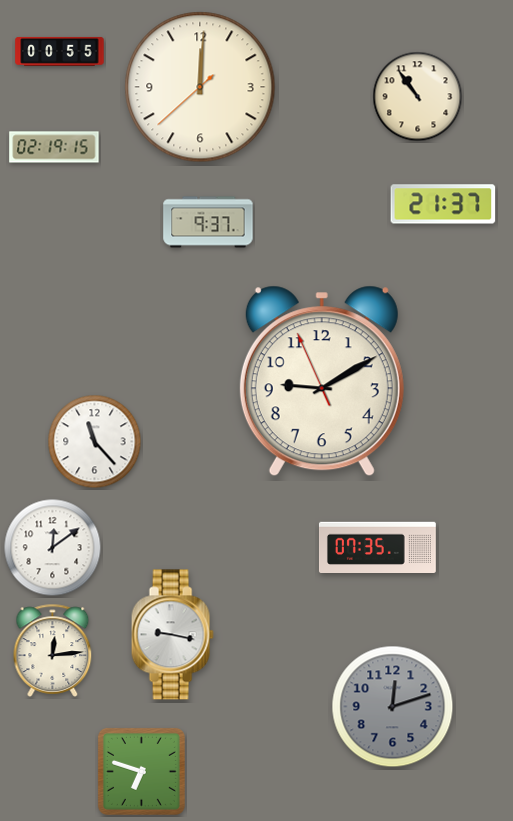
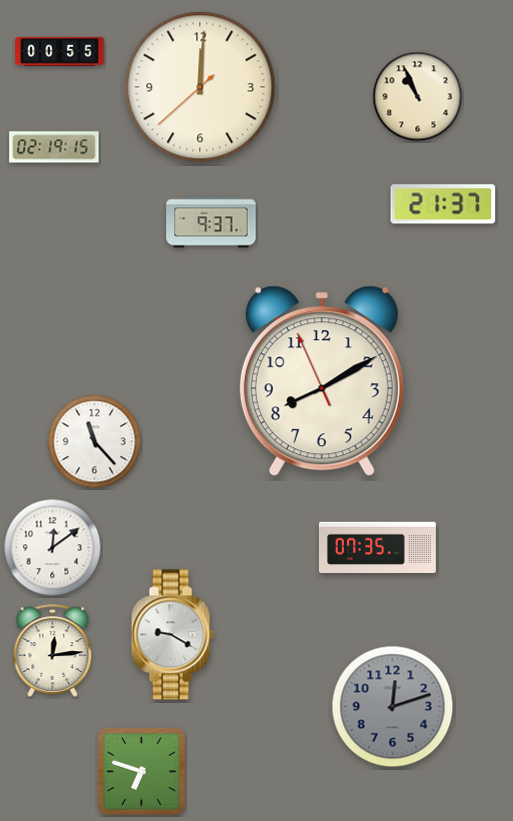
clock at (418, 97): 10:54 -> 10:56
clock at (208, 222) position: (208, 222) -> (211, 222)
clock at (322, 381): 9:09 -> 8:09
clock at (172, 635): 9:17 -> 9:20
